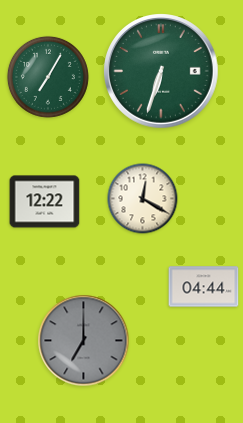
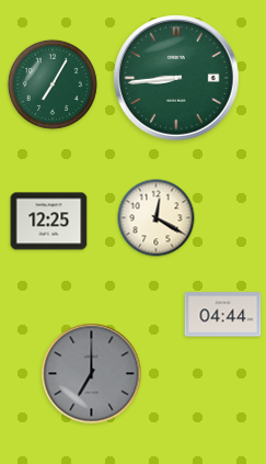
clock at (162, 72): 6:33 -> 8:44
clock at (45, 202): 12:22 -> 12:25
